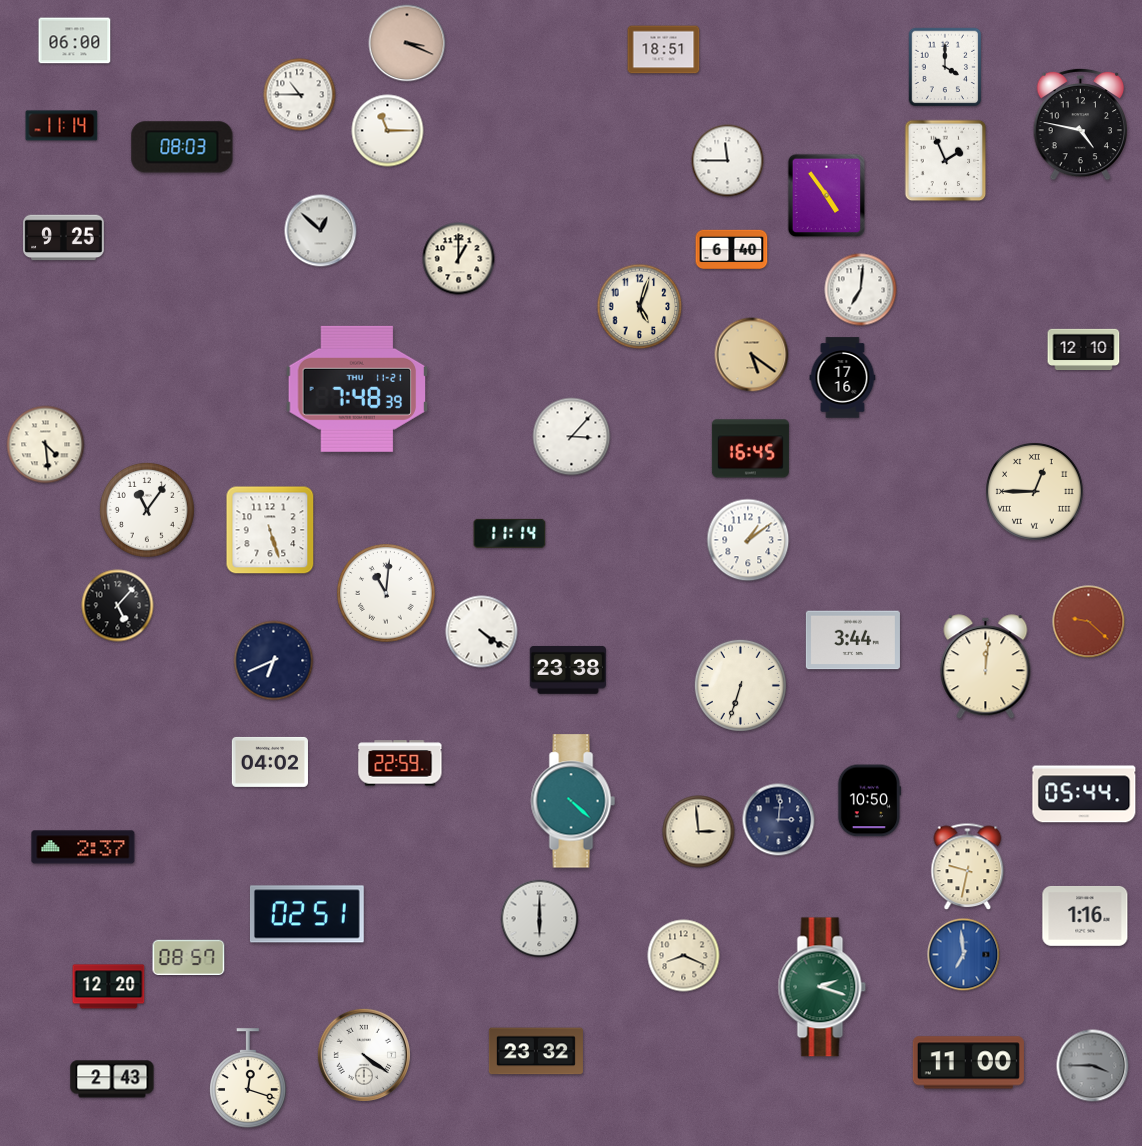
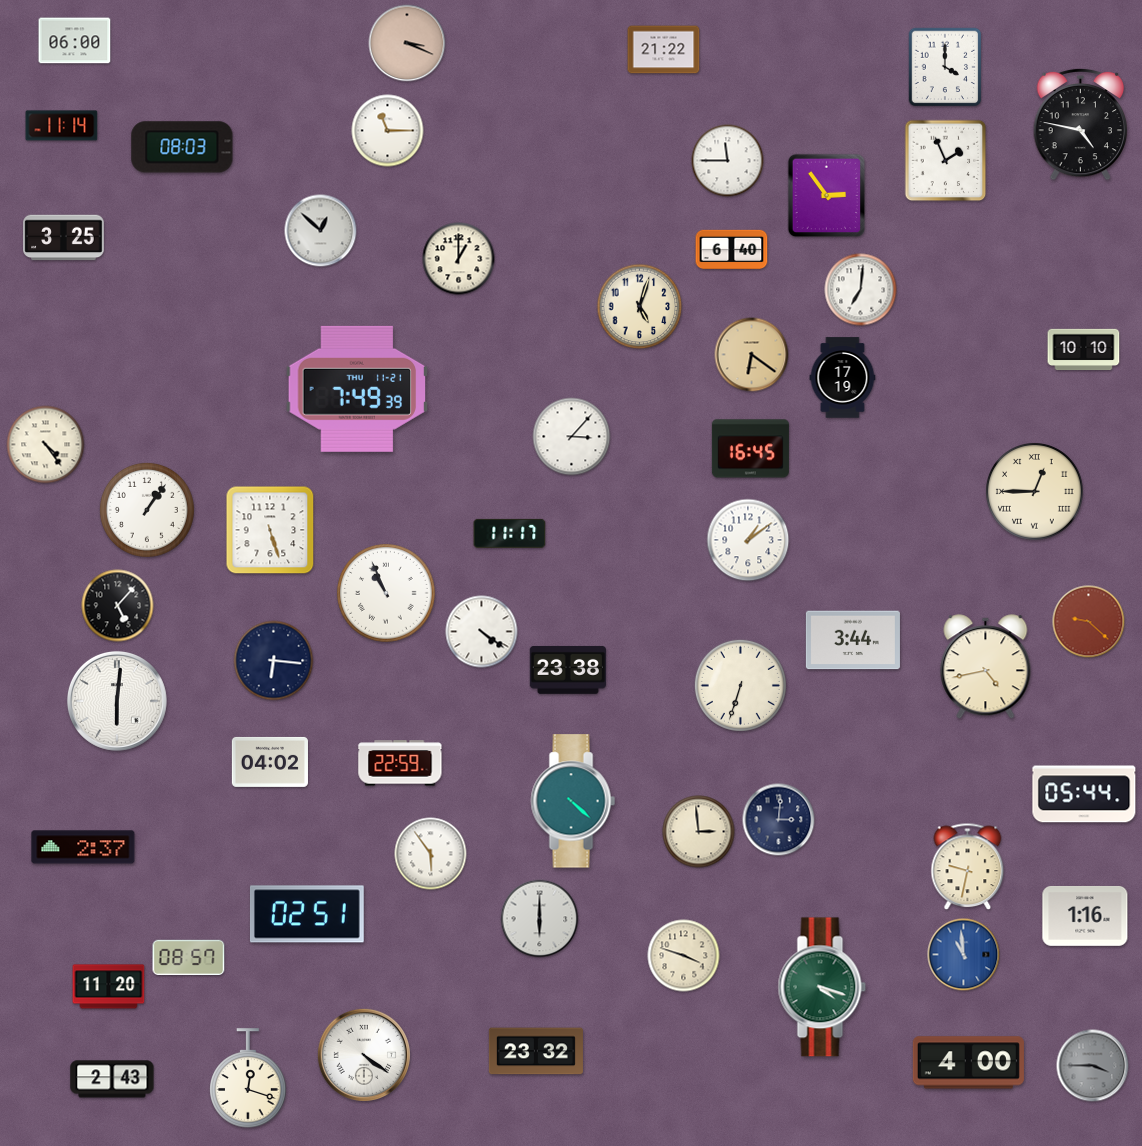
clock at (664, 50): 18:51 -> 21:22
clock at (300, 95): 10:45 -> none
clock at (827, 196): 4:54 -> 2:54
clock at (64, 238): 9:25 -> 3:25
clock at (1084, 350): 12:10 -> 10:10
clock at (752, 355): 5:21 -> 6:21
clock at (843, 378): 17:16 -> 17:19
clock at (357, 389): 7:48 -> 7:49
clock at (46, 445): 4:29 -> 4:24
clock at (147, 510): 11:06 -> 1:06
clock at (510, 533): 11:14 -> 11:17
clock at (386, 593): 11:01 -> 10:56
clock at (274, 661): 6:41 -> 6:16
clock at (986, 667): 12:01 -> 4:43
clock at (117, 701): none -> 6:01
clock at (869, 801): 10:50 -> none
clock at (431, 854): none -> 5:54
clock at (964, 955): 6:59 -> 10:59
clock at (684, 956): 8:19 -> 3:48
clock at (109, 987): 12:20 -> 11:20
clock at (822, 987): 2:18 -> 4:18
clock at (968, 1063): 11:00 -> 4:00
